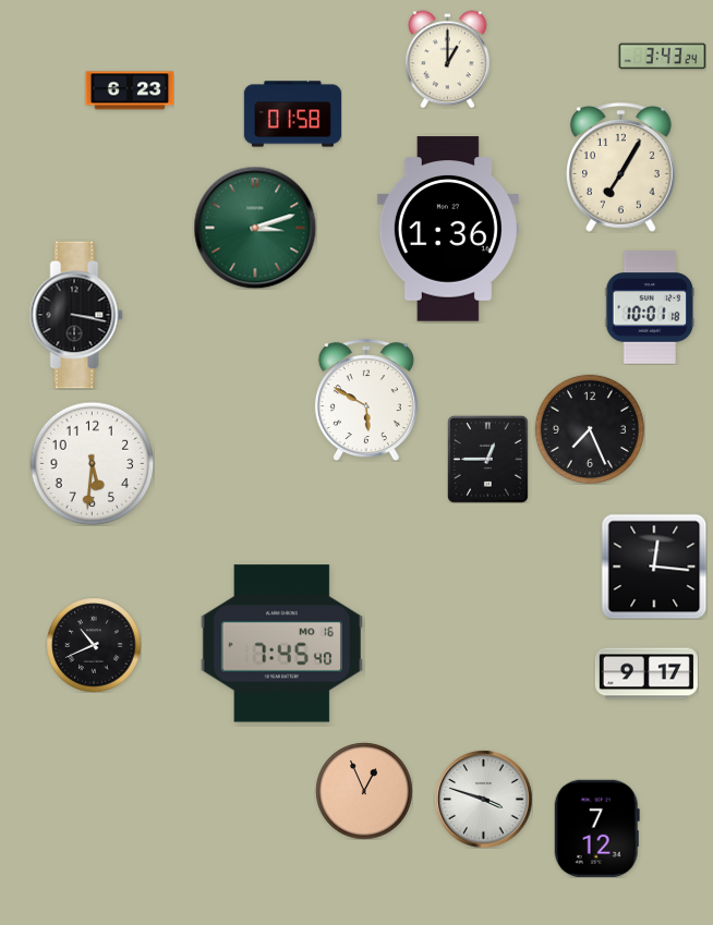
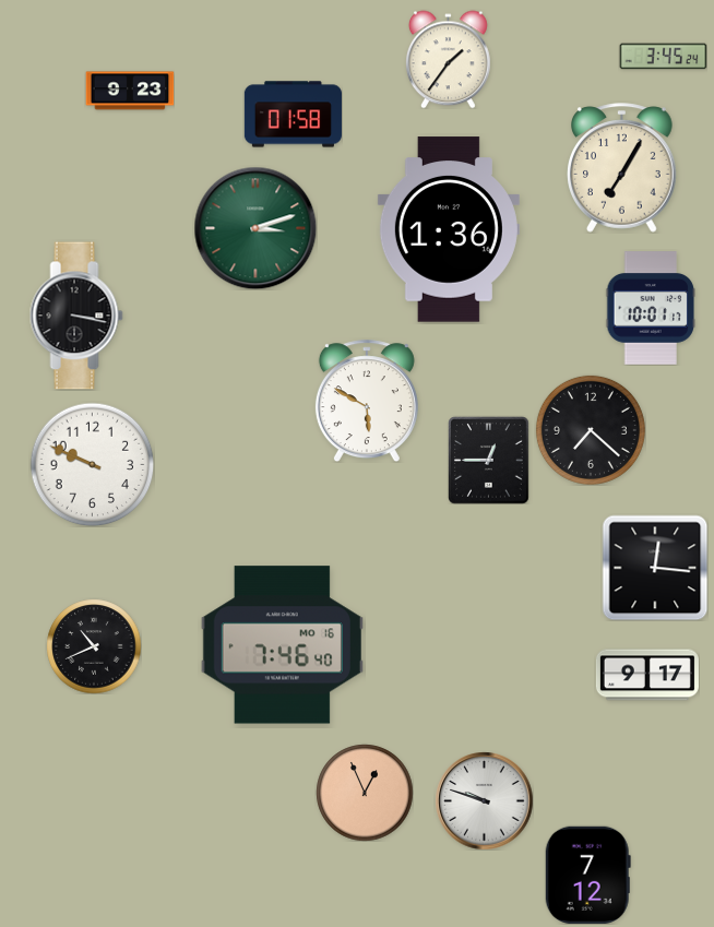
clock at (662, 57): 3:43 -> 3:45
clock at (447, 59): 1:00 -> 1:36
clock at (130, 90): 6:23 -> 9:23
clock at (649, 307): 10:01:18 -> 10:01:17
clock at (590, 429): 7:26 -> 7:22
clock at (92, 463): 5:31 -> 9:49
clock at (281, 644): 7:45 -> 7:46
clock at (483, 799): 3:48 -> 9:48
clock at (596, 828) position: (596, 828) -> (587, 875)
